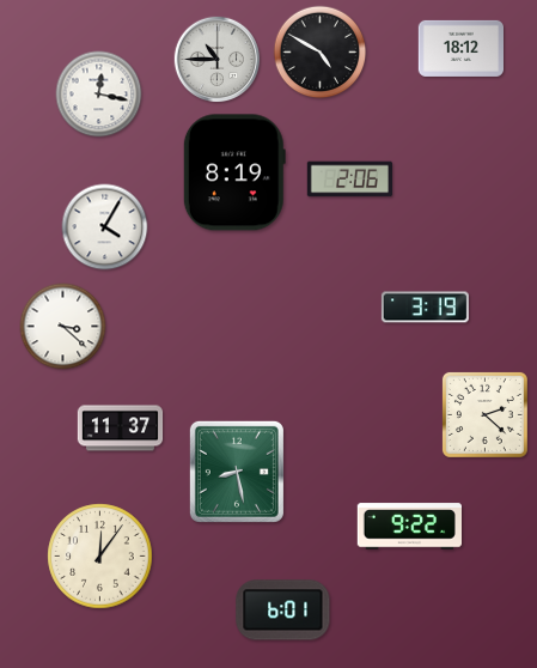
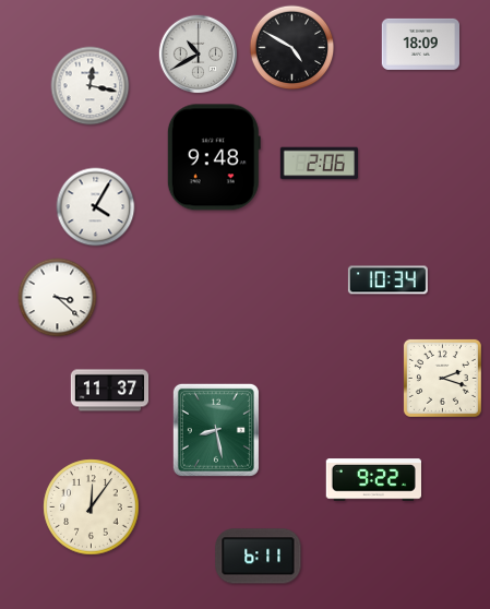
clock at (460, 48): 18:12 -> 18:09
clock at (218, 60): 10:45 -> 10:40
clock at (234, 172): 8:19 -> 9:48
clock at (425, 308): 3:19 -> 10:34
clock at (484, 414): 2:22 -> 2:18
clock at (283, 611): 6:01 -> 6:11
